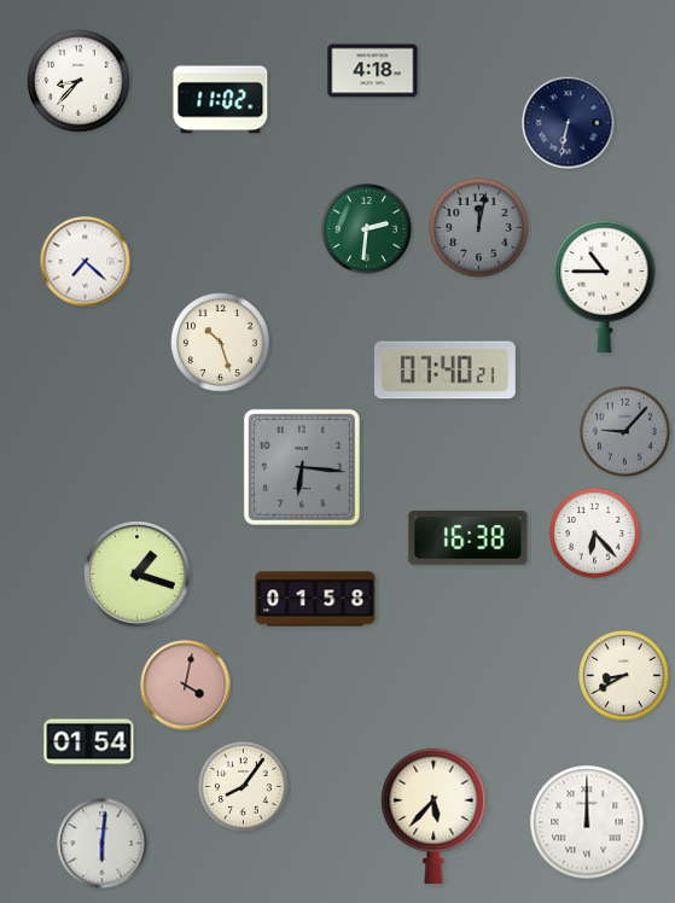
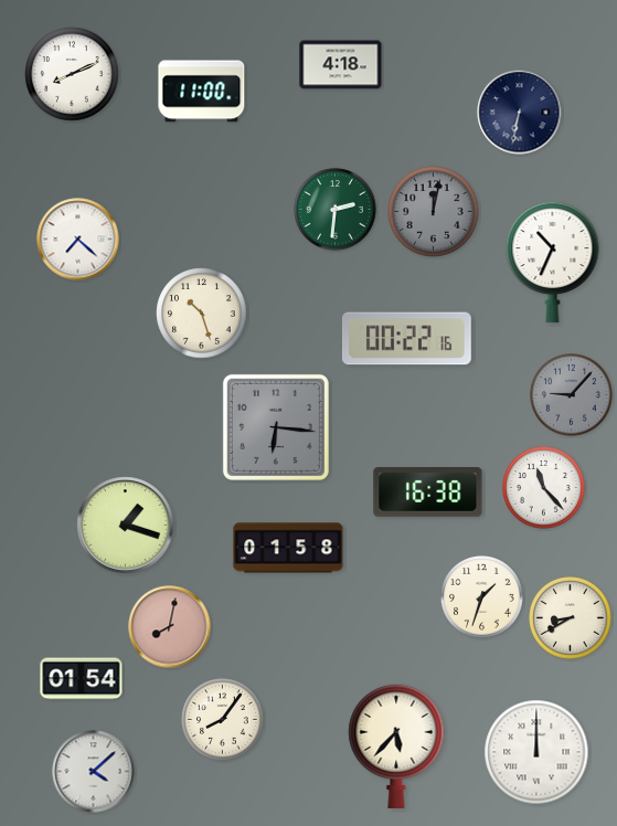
clock at (78, 81): 8:37 -> 8:11
clock at (221, 100): 11:02 -> 11:00
clock at (479, 228) position: (479, 228) -> (434, 212)
clock at (605, 286): 10:45 -> 10:34
clock at (444, 371): 07:40 -> 00:22
clock at (595, 534): 6:23 -> 11:23
clock at (482, 597): none -> 1:33
clock at (186, 686): 4:02 -> 8:02
clock at (103, 844): 6:01 -> 4:08
